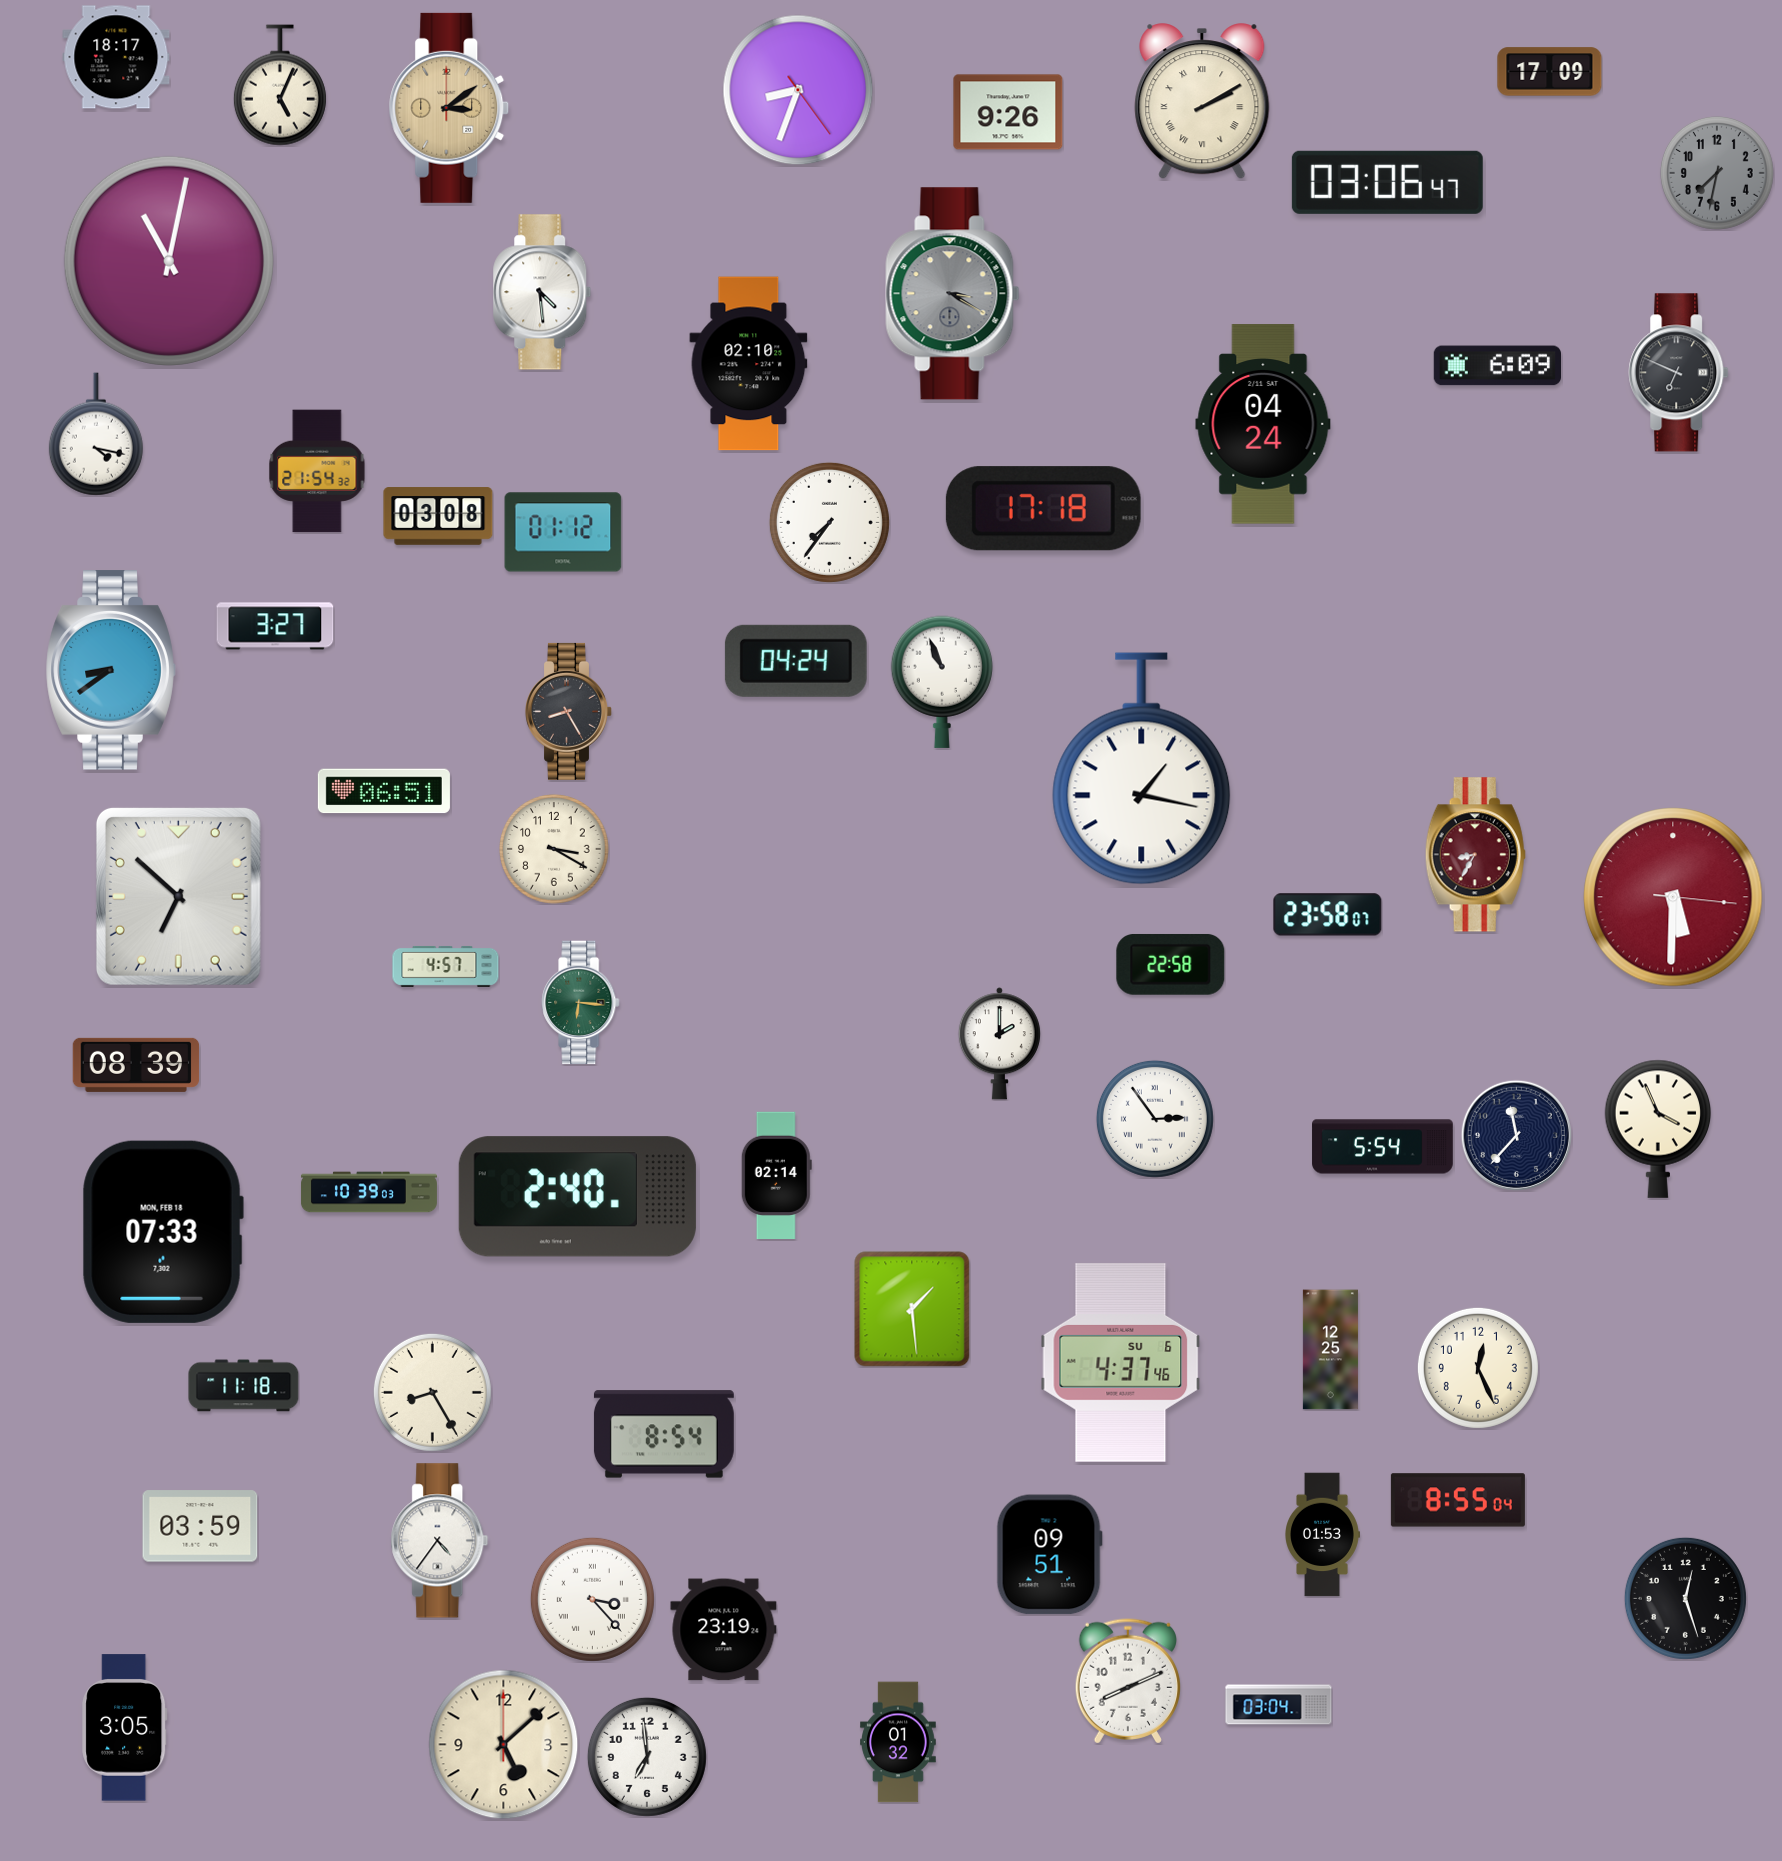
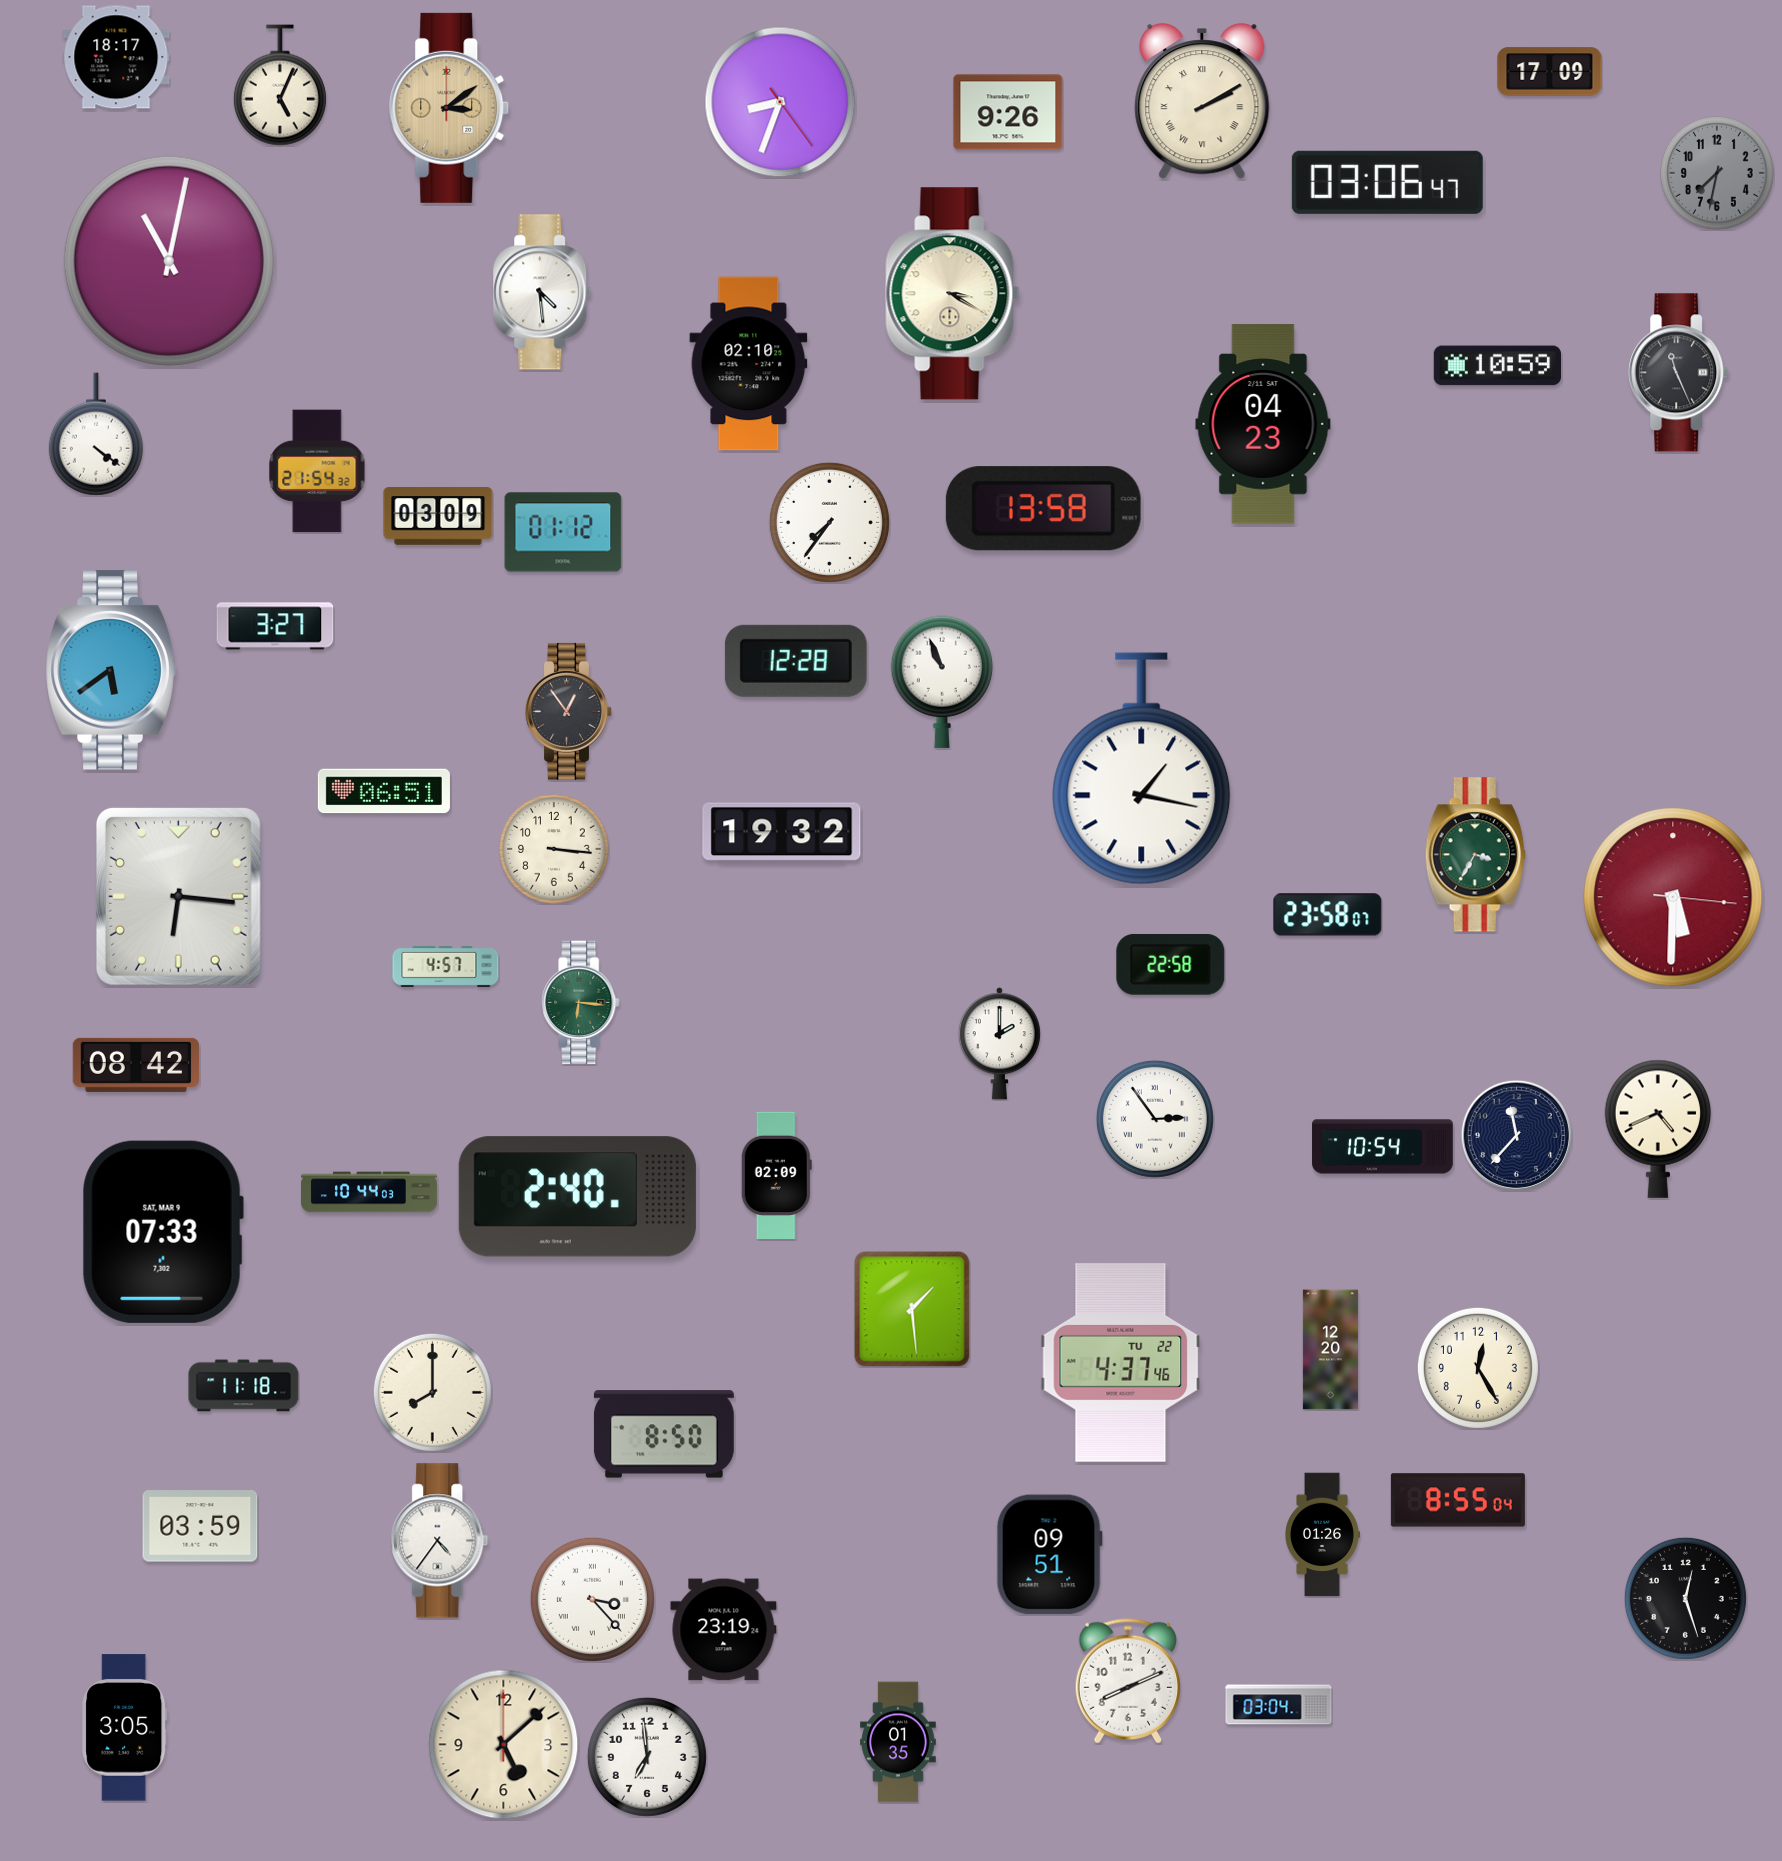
clock at (798, 90) position: (798, 90) -> (780, 102)
clock at (953, 294) dial: grey -> cream
clock at (1497, 366): 6:09 -> 10:59
clock at (1679, 373): 6:49 -> 11:26
clock at (1263, 424): 04:24 -> 04:23
clock at (96, 434): 4:17 -> 4:21
clock at (1043, 509): 17:18 -> 13:58
clock at (438, 516): 03:08 -> 03:09
clock at (796, 661): 04:24 -> 12:28
clock at (111, 670): 8:39 -> 5:39
clock at (569, 711): 8:25 -> 12:54
clock at (782, 833): none -> 19:32
clock at (554, 849): 3:20 -> 3:16
clock at (1475, 855): 8:35 -> 3:35
clock at (1475, 855) dial: burgundy -> green
clock at (178, 896): 6:52 -> 6:16
clock at (136, 1065): 08:39 -> 08:42
clock at (1658, 1129): 3:56 -> 4:41
clock at (1383, 1147): 5:54 -> 10:54
clock at (776, 1175): 02:14 -> 02:09
clock at (369, 1192): 10:39 -> 10:44
clock at (163, 1232) date: MON, FEB 18 -> SAT, MAR 9
clock at (1330, 1350): 12:25 -> 12:20
clock at (1121, 1363) date: SU 6 -> TU 22
clock at (1478, 1368): 12:26 -> 12:25
clock at (432, 1392): 8:25 -> 8:00
clock at (664, 1434): 8:54 -> 8:50
clock at (1323, 1535): 01:53 -> 01:26
clock at (899, 1742): 01:32 -> 01:35
